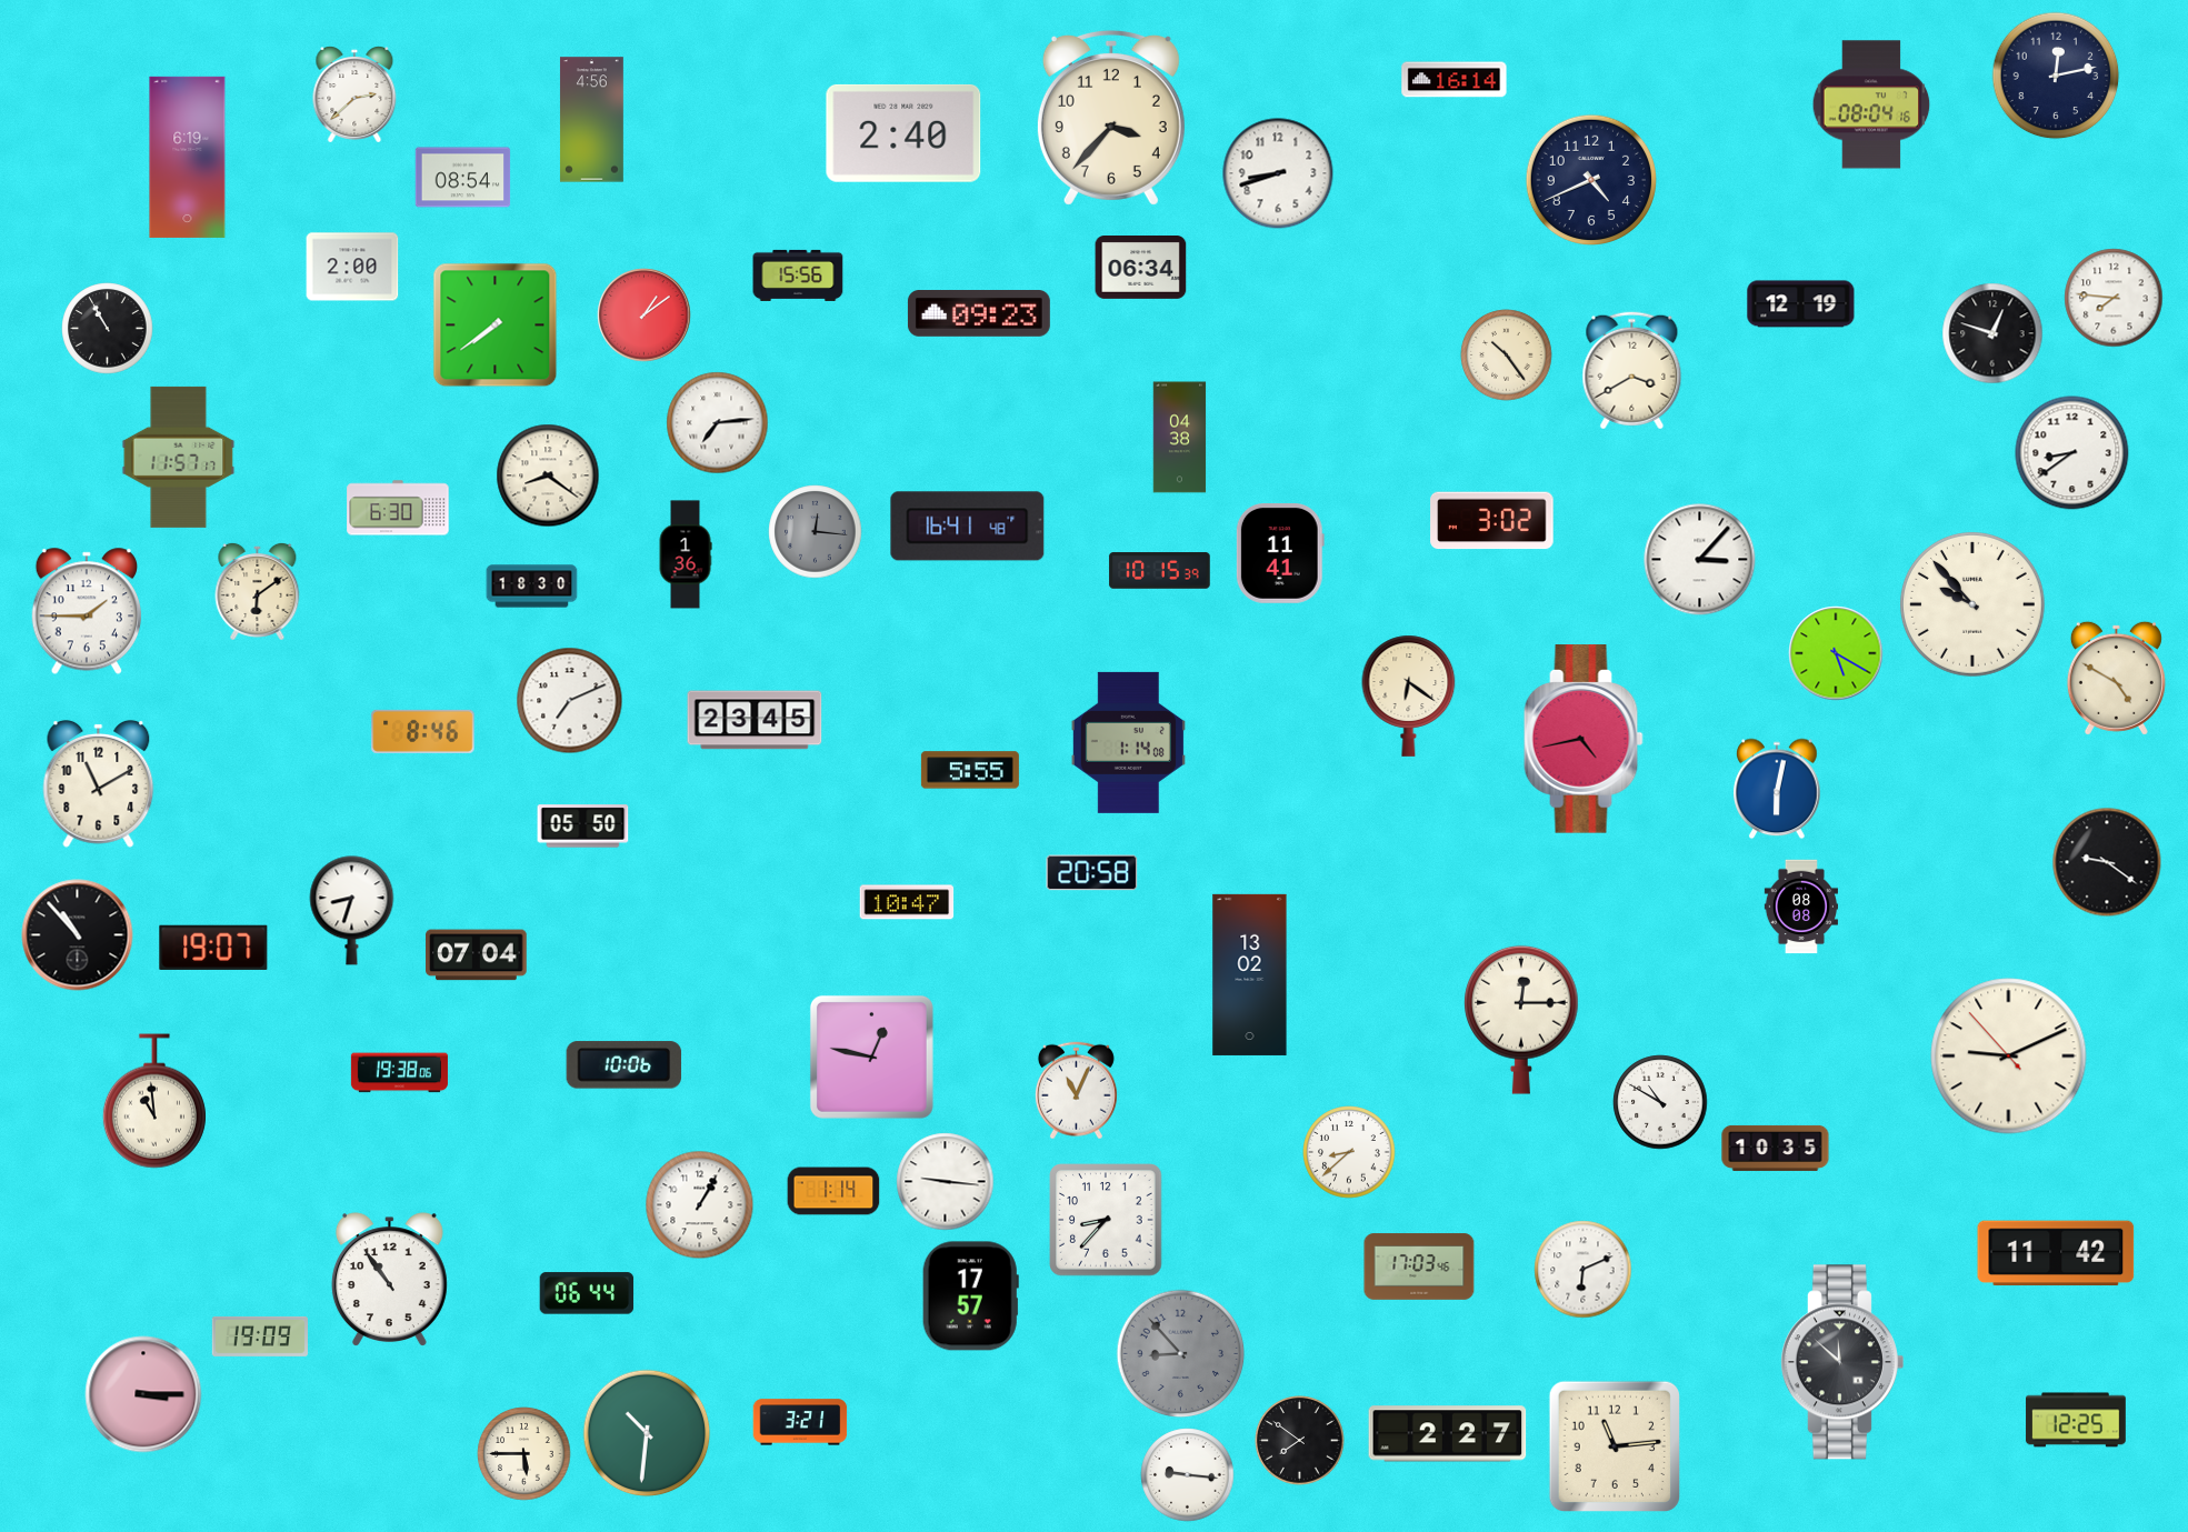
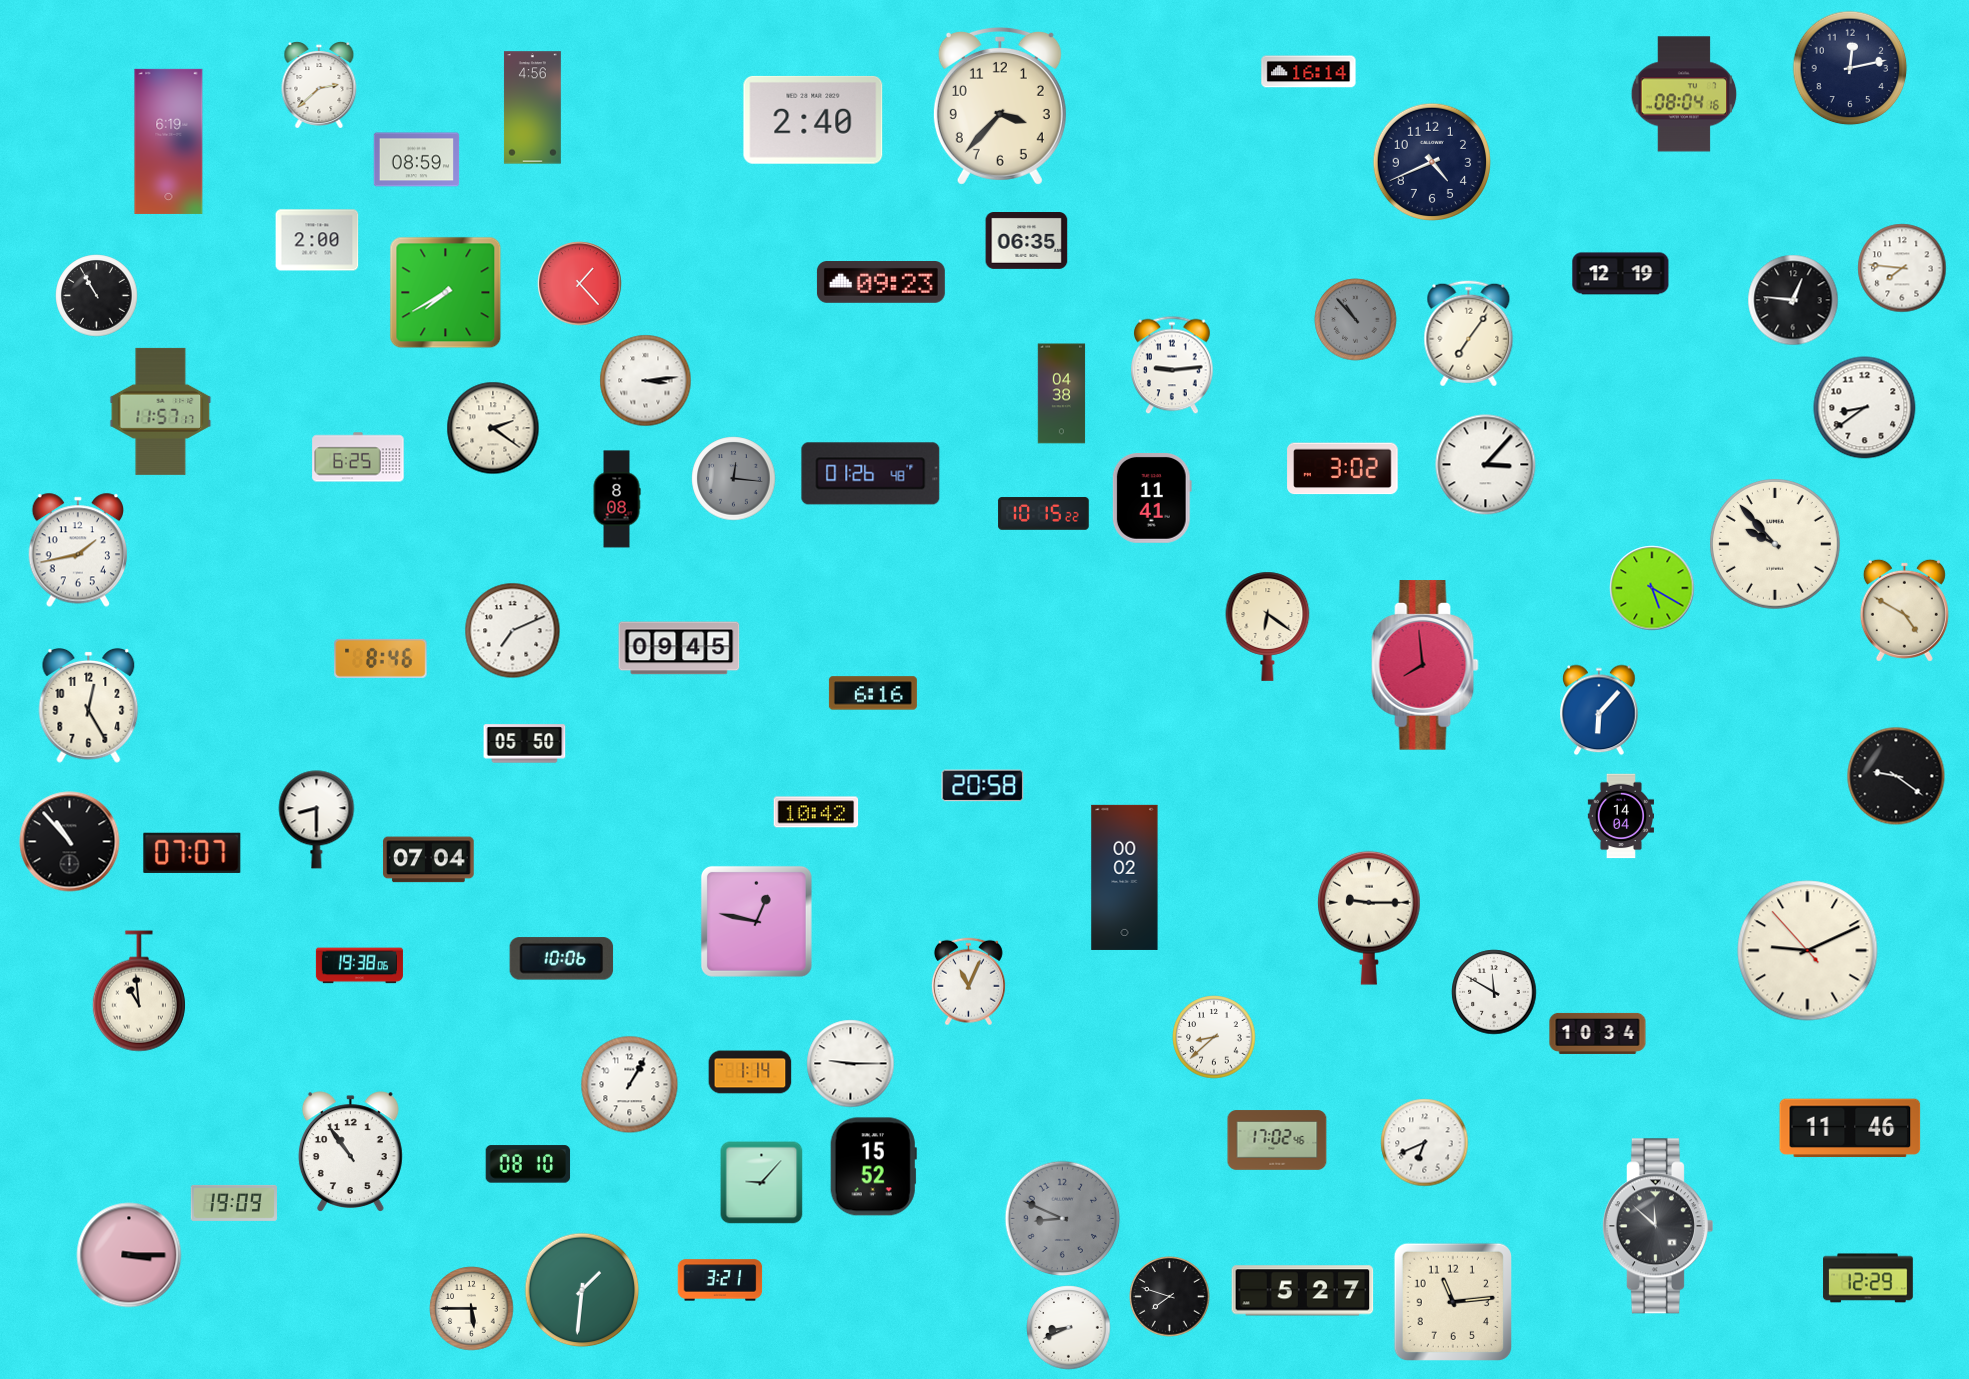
clock at (1278, 173): 8:42 -> none
clock at (463, 178): 08:54 -> 08:59
clock at (1141, 268): 06:34 -> 06:35
clock at (798, 276): 15:56 -> none
clock at (645, 316): 1:09 -> 1:23
clock at (496, 326): 7:39 -> 7:40
clock at (1992, 333): 12:48 -> 12:46
clock at (1507, 356): 10:24 -> 10:53
clock at (1507, 356) dial: cream -> grey
clock at (1632, 371): 3:40 -> 7:06
clock at (1172, 365): none -> 9:14
clock at (718, 423): 7:14 -> 3:14
clock at (548, 475): 8:21 -> 2:21
clock at (398, 508): 6:30 -> 6:25
clock at (968, 527): 16:41 -> 01:26
clock at (686, 554): 1:36 -> 8:08
clock at (1700, 560) position: (1700, 560) -> (1486, 465)
clock at (1160, 571): 10:15:39 -> 10:15:22
clock at (532, 587): 18:30 -> none
clock at (258, 591): 6:09 -> none
clock at (86, 611): 1:45 -> 1:43
clock at (755, 720): 23:45 -> 09:45
clock at (1583, 739): 4:43 -> 7:59
clock at (1128, 742): 1:14 -> none
clock at (970, 770): 5:55 -> 6:16
clock at (99, 783): 11:10 -> 12:25
clock at (1777, 789): 6:02 -> 6:07
clock at (907, 902): 10:47 -> 10:42
clock at (1800, 907): 08:08 -> 14:04
clock at (352, 911): 8:33 -> 8:30
clock at (213, 948): 19:07 -> 07:07
clock at (1250, 974): 13:02 -> 00:02
clock at (1522, 1020): 12:15 -> 9:15
clock at (871, 1057) position: (871, 1057) -> (756, 921)
clock at (1660, 1102): 10:50 -> 11:50
clock at (1776, 1148): 10:35 -> 10:34
clock at (946, 1182): 9:16 -> 9:15
clock at (1106, 1220): 8:37 -> none
clock at (2056, 1253): 11:42 -> 11:46
clock at (1419, 1266): 17:03 -> 17:02
clock at (1583, 1270): 6:11 -> 6:41
clock at (587, 1293): 06:44 -> 08:10
clock at (970, 1296): 17:57 -> 15:52
clock at (762, 1183): none -> 9:07
clock at (1181, 1354): 8:53 -> 8:49
clock at (2076, 1420): 12:25 -> 12:29
clock at (647, 1433): 10:31 -> 1:31
clock at (1448, 1434): 2:27 -> 5:27
clock at (1300, 1441): 7:51 -> 7:48
clock at (1188, 1475): 9:16 -> 8:41
